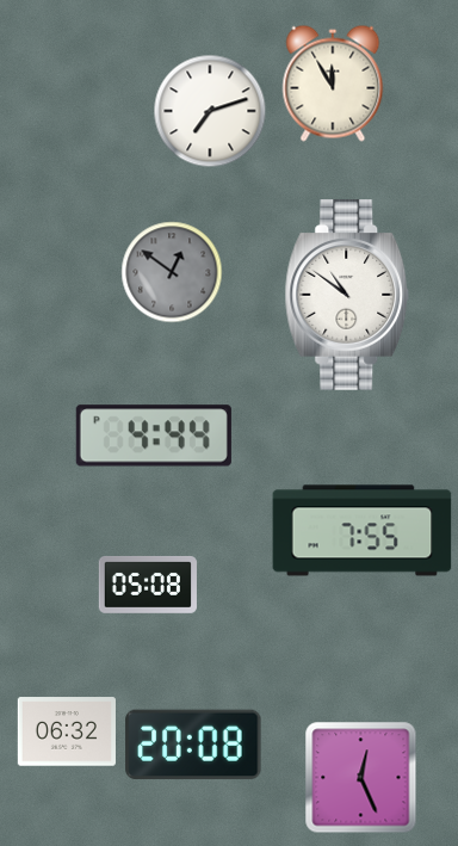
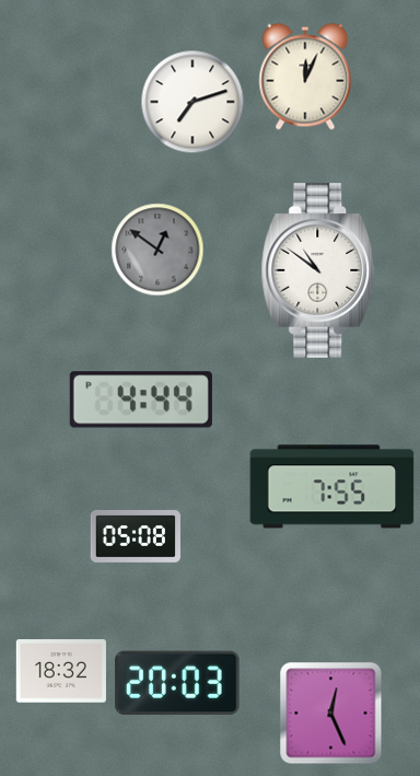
clock at (333, 84): 11:55 -> 12:04
clock at (67, 731): 06:32 -> 18:32
clock at (193, 745): 20:08 -> 20:03
